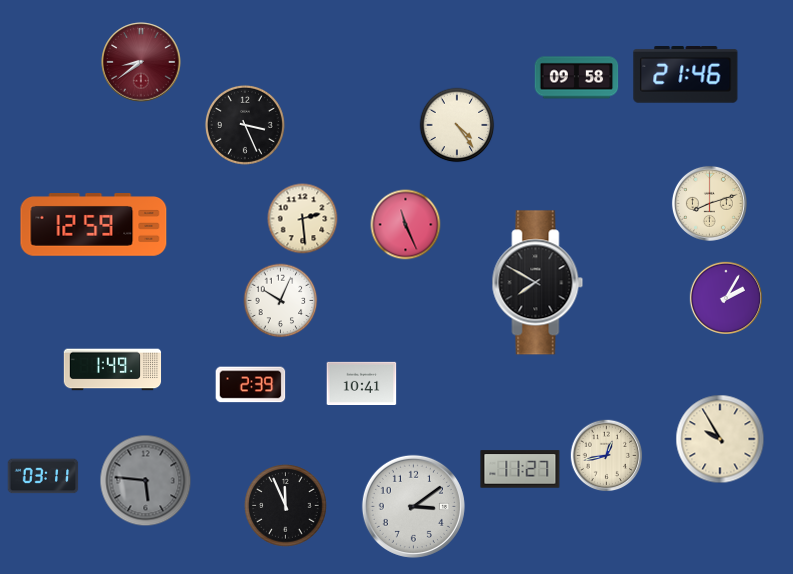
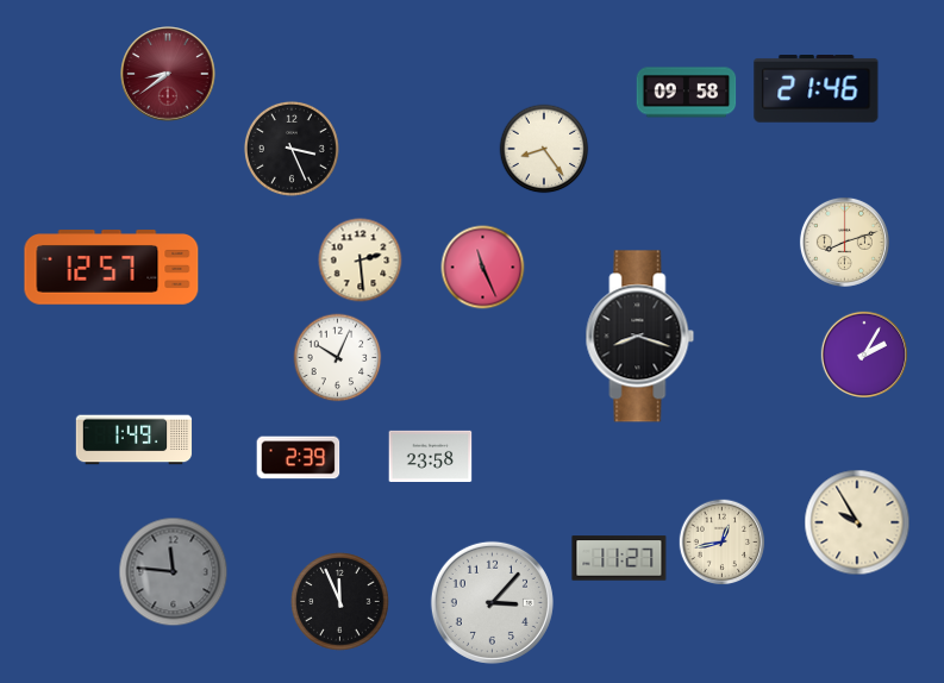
clock at (457, 125): 4:24 -> 8:24
clock at (94, 225): 12:59 -> 12:57
clock at (538, 283): 7:50 -> 8:18
clock at (281, 301) position: (281, 301) -> (338, 358)
clock at (362, 383): 10:41 -> 23:58
clock at (43, 476): 03:11 -> none
clock at (146, 481): 5:46 -> 11:46
clock at (413, 506): 3:09 -> 3:07
